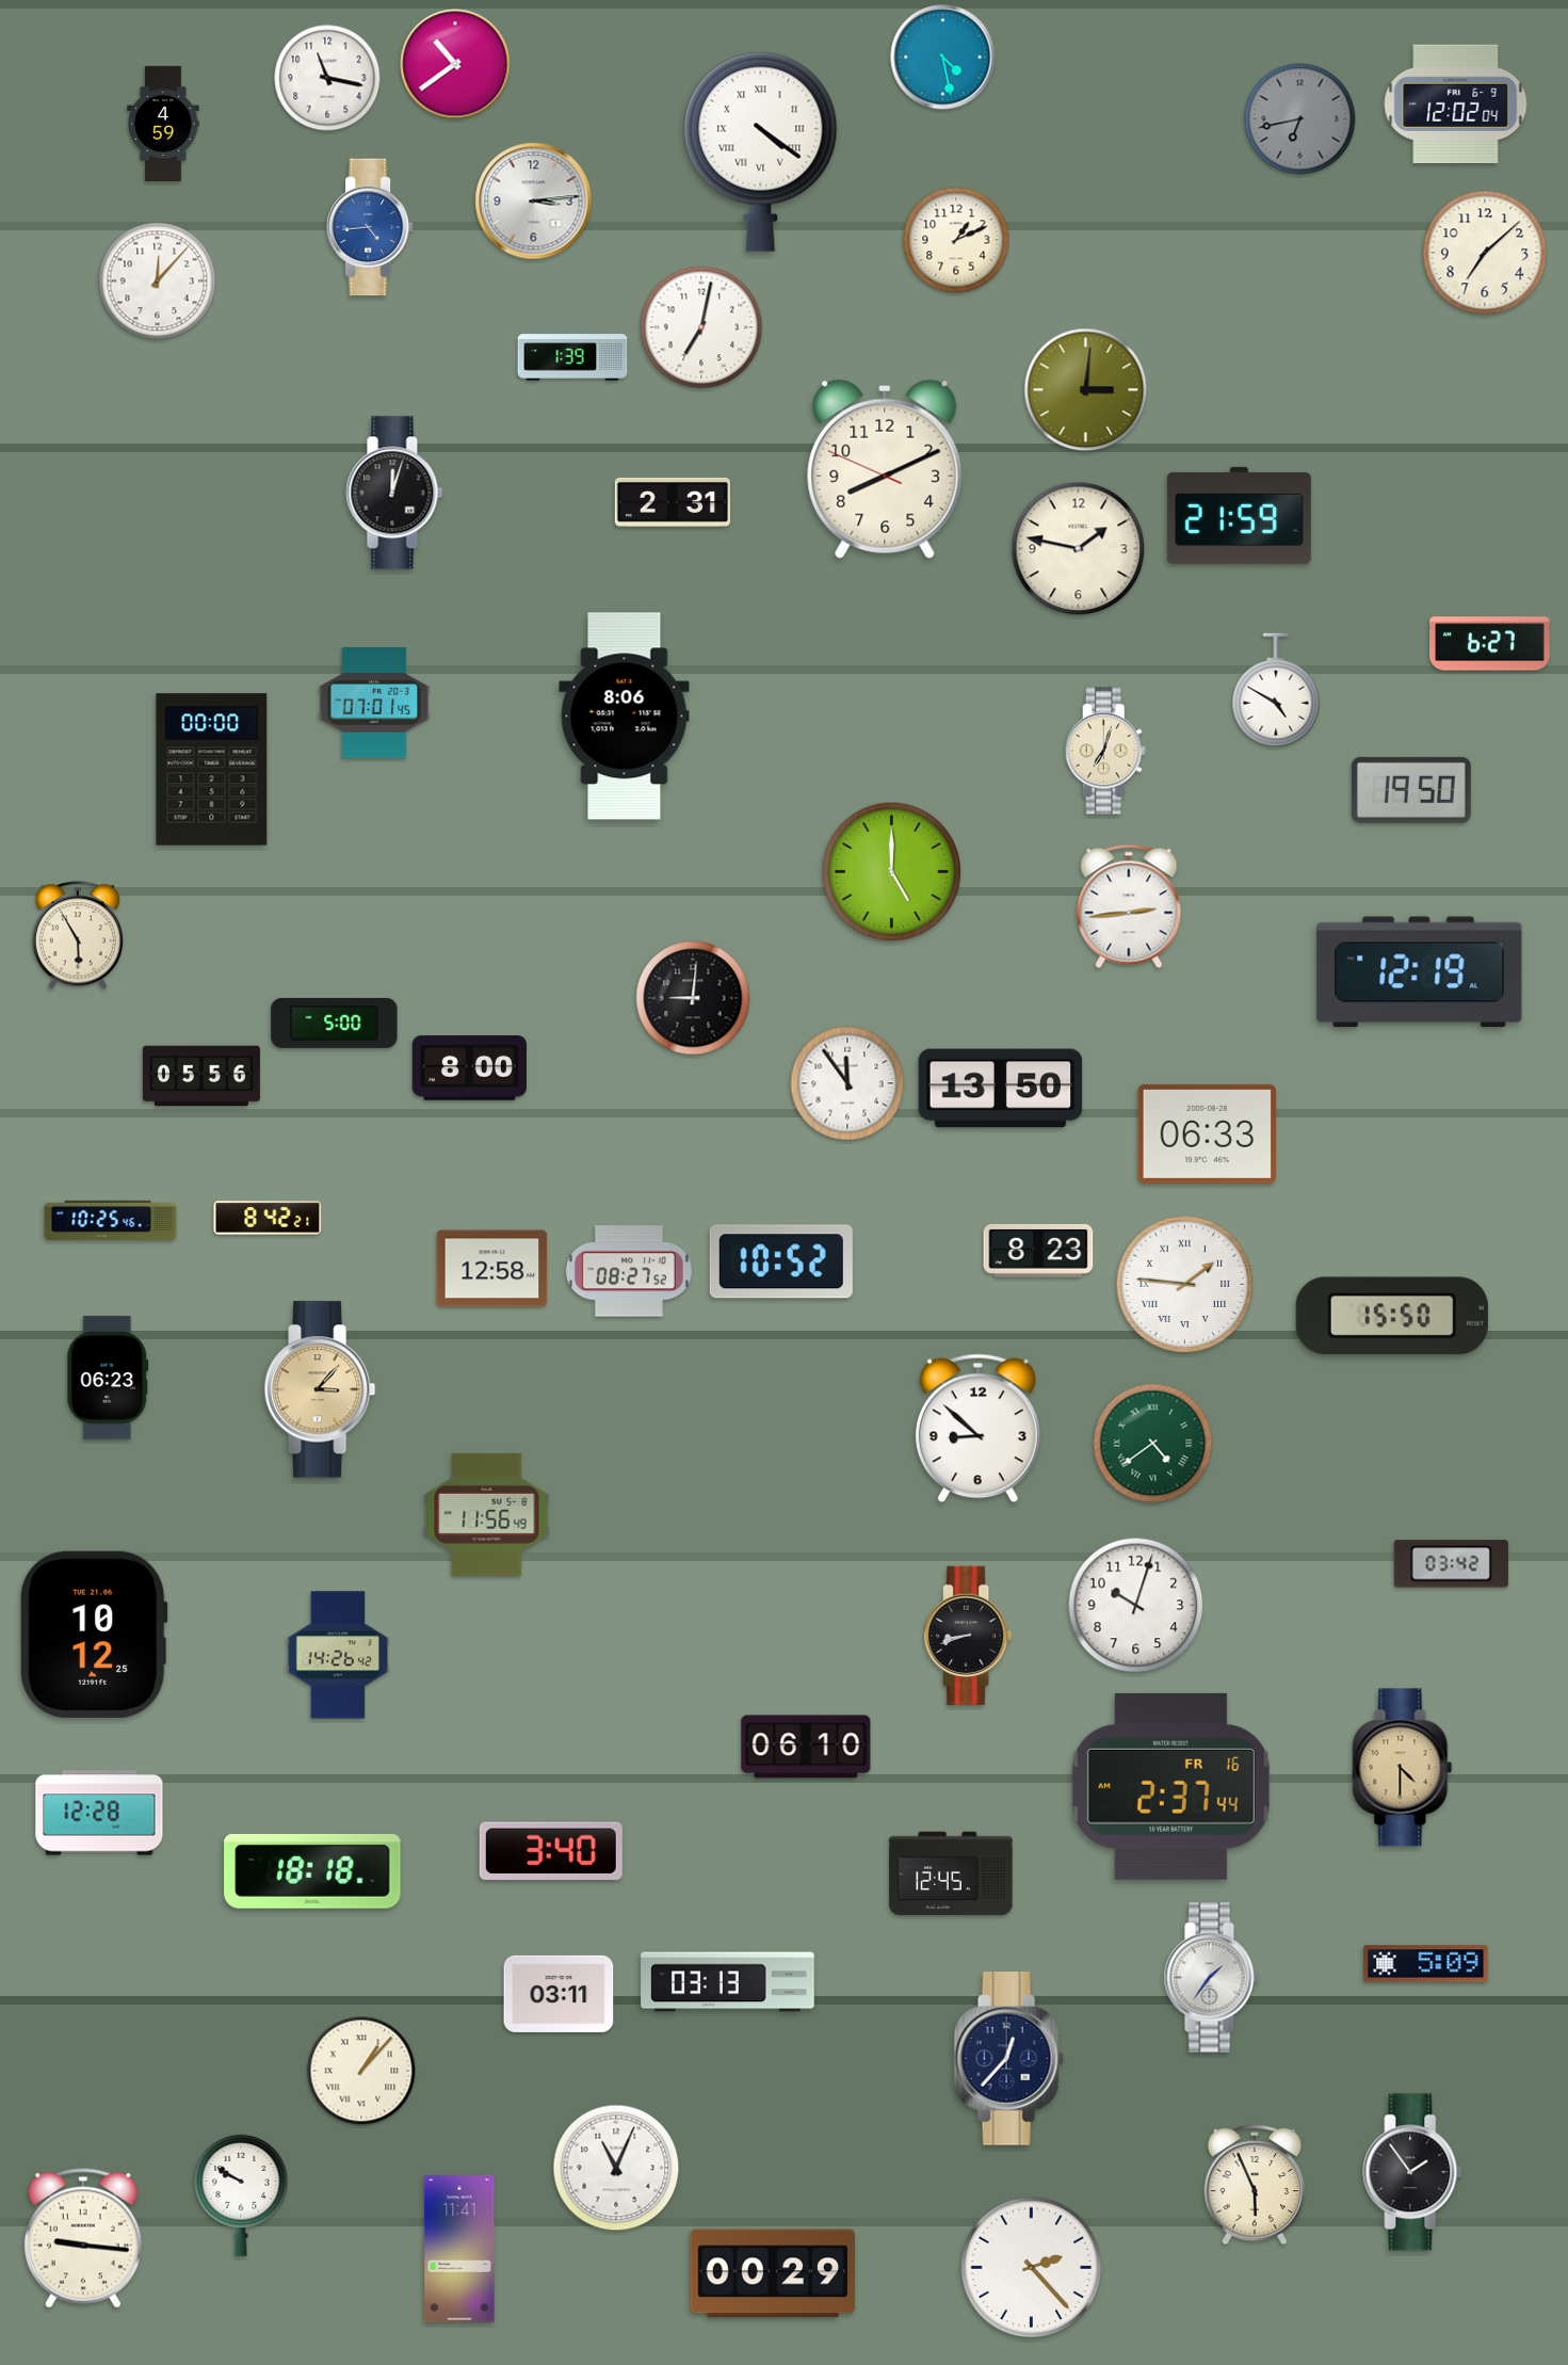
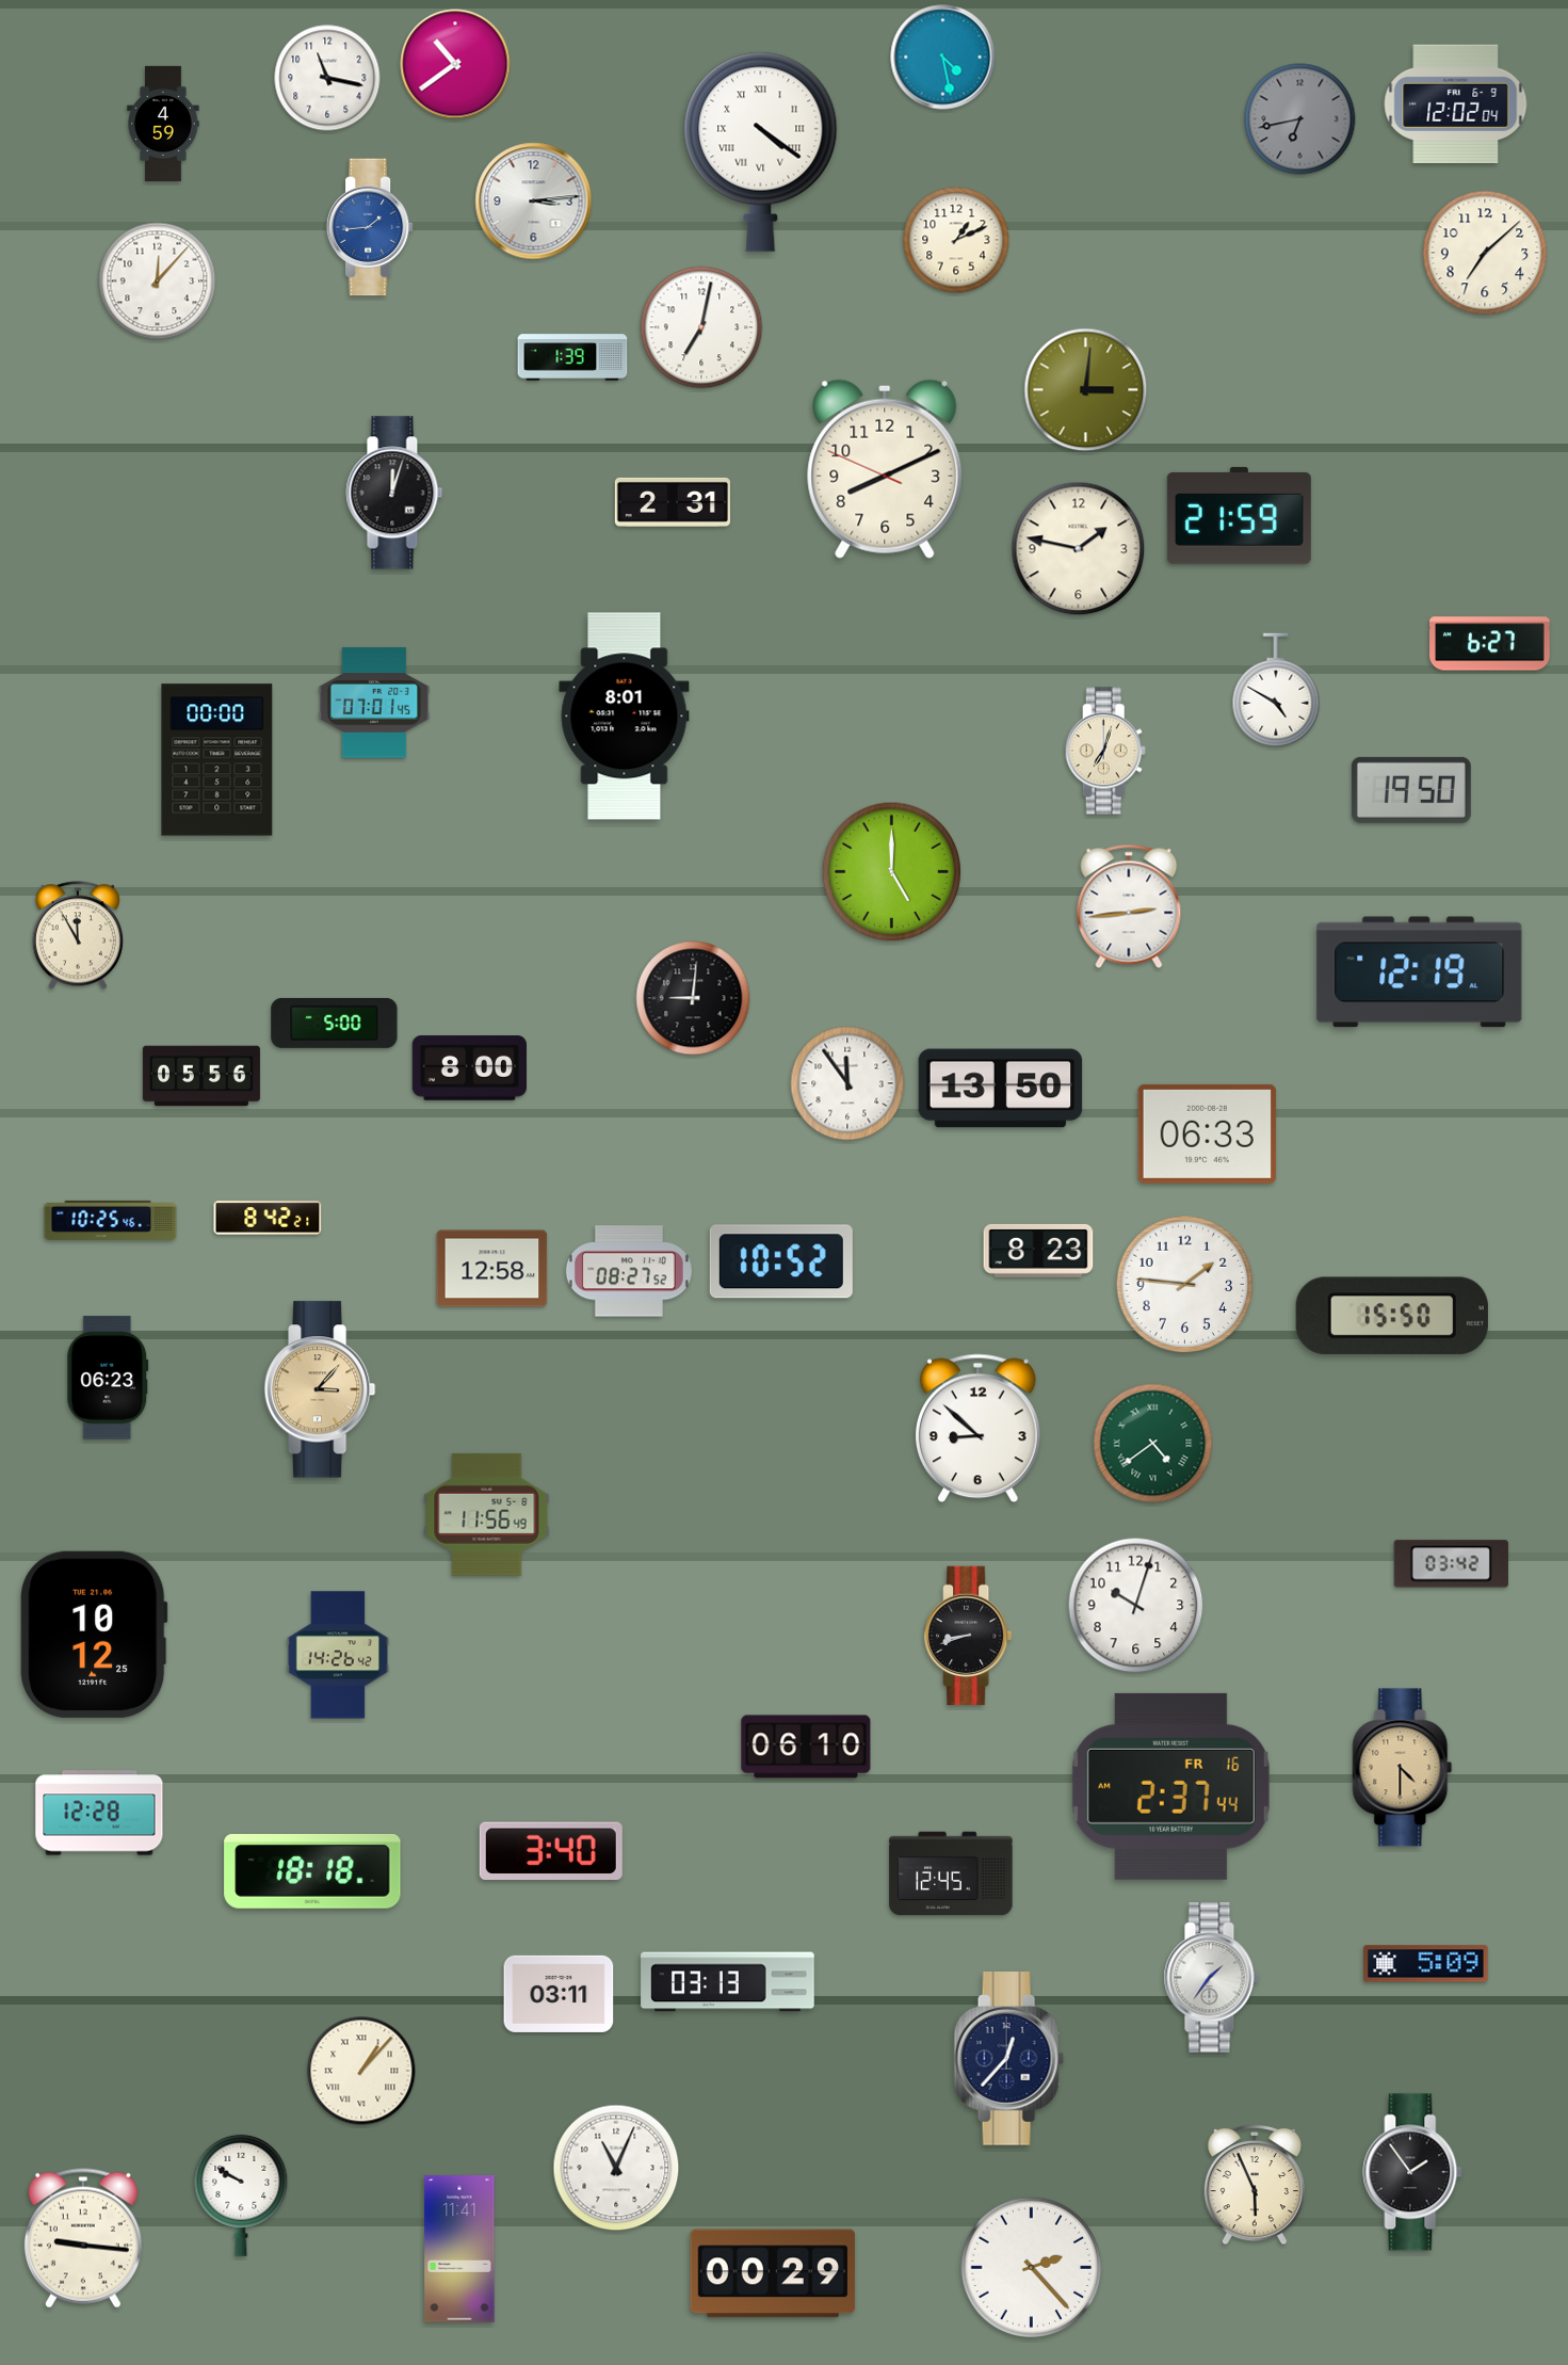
clock at (370, 227): 4:44 -> 1:44
clock at (625, 717): 8:06 -> 8:01
clock at (212, 770) position: (212, 770) -> (217, 760)
clock at (78, 935): 5:55 -> 11:55
clock at (1185, 1285) numerals: Roman -> Arabic
